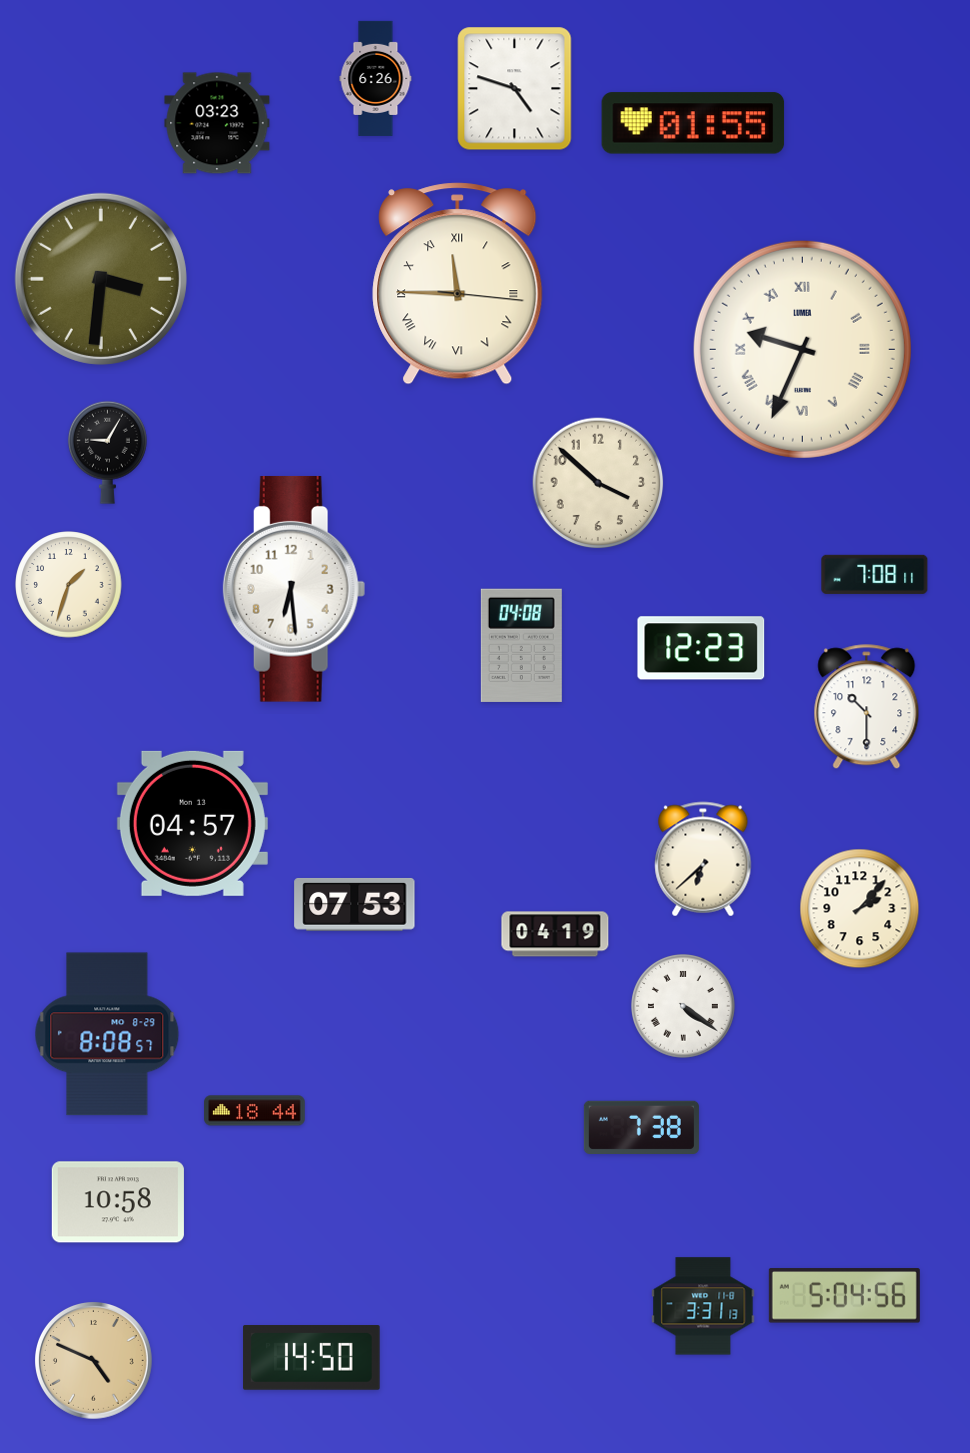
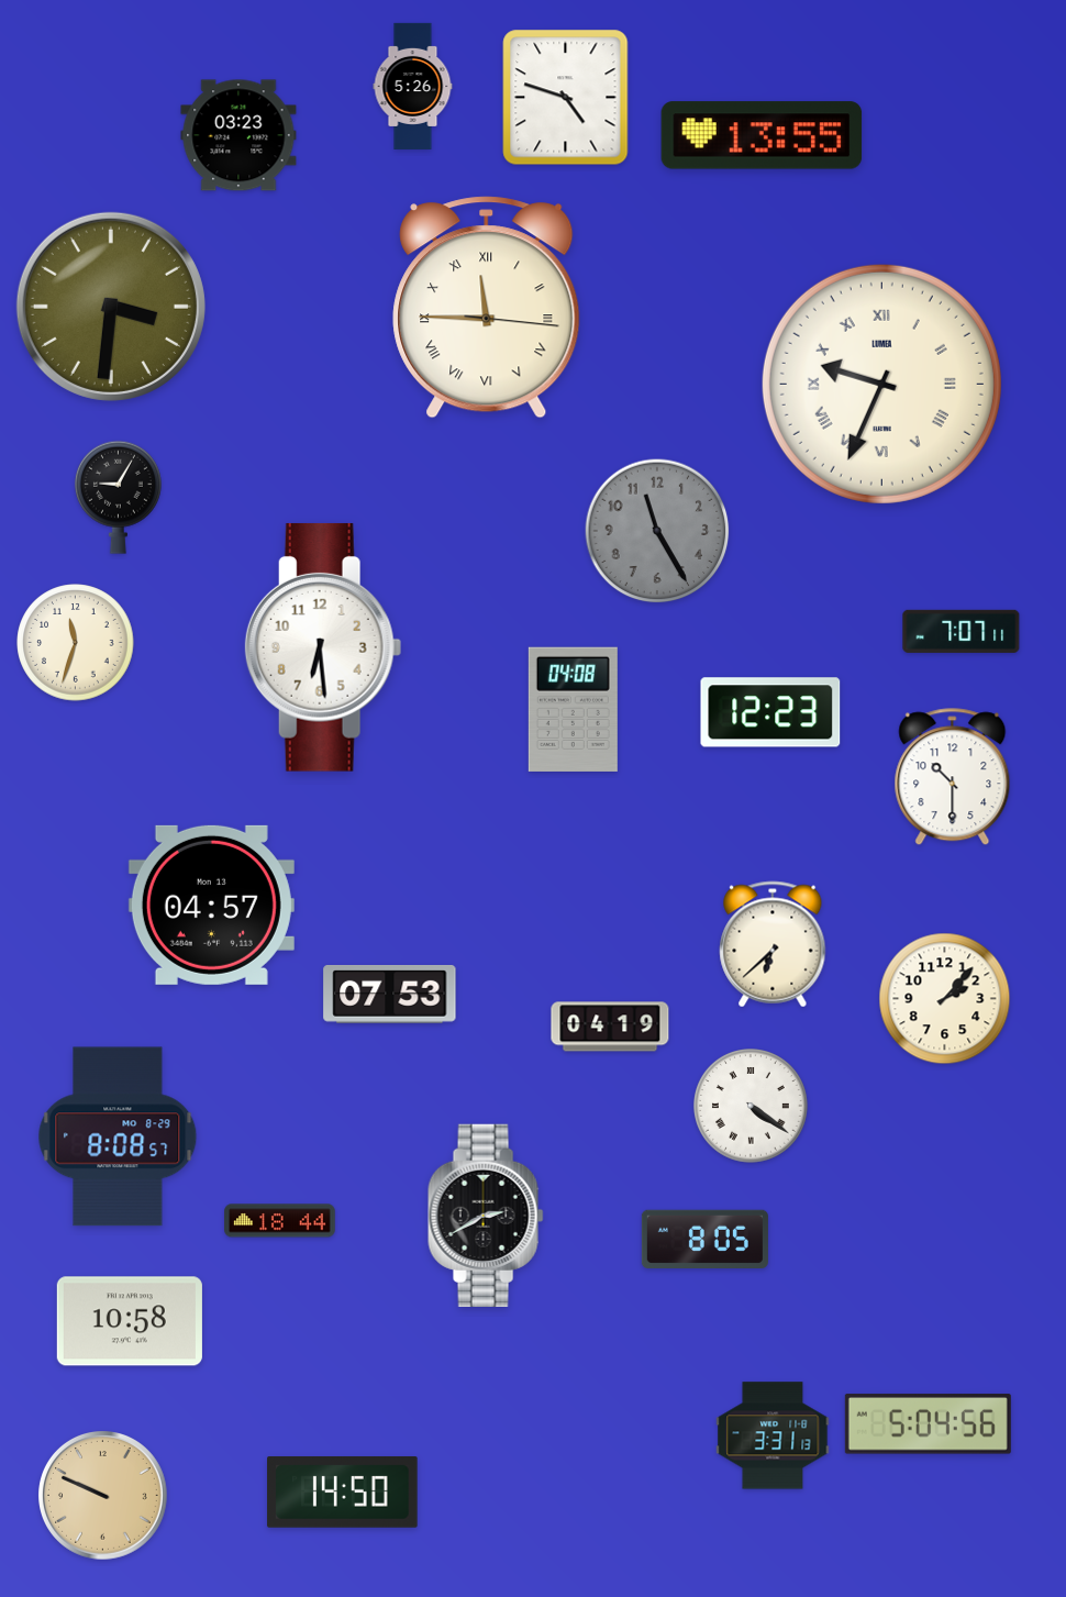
clock at (376, 78): 6:26 -> 5:26
clock at (693, 123): 01:55 -> 13:55
clock at (458, 284) position: (458, 284) -> (487, 308)
clock at (598, 483): 3:52 -> 11:25
clock at (598, 483) dial: cream -> grey
clock at (875, 574): 7:08 -> 7:07
clock at (69, 585): 1:33 -> 11:33
clock at (486, 1216): none -> 2:40
clock at (641, 1127): 7:38 -> 8:05
clock at (94, 1361): 4:49 -> 9:49
